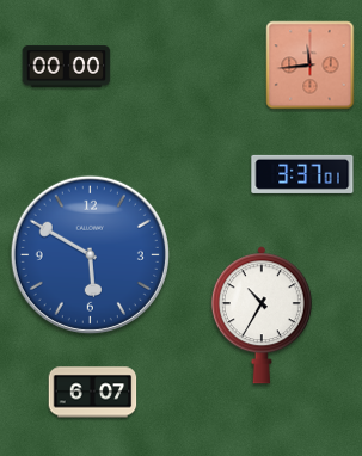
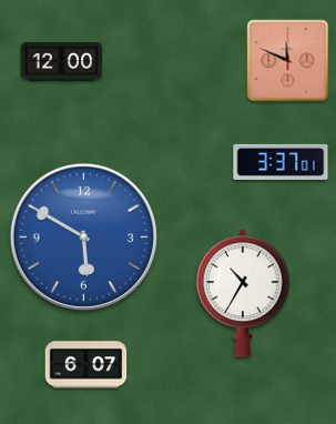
clock at (311, 66): 11:44 -> 11:49
clock at (67, 67): 00:00 -> 12:00
